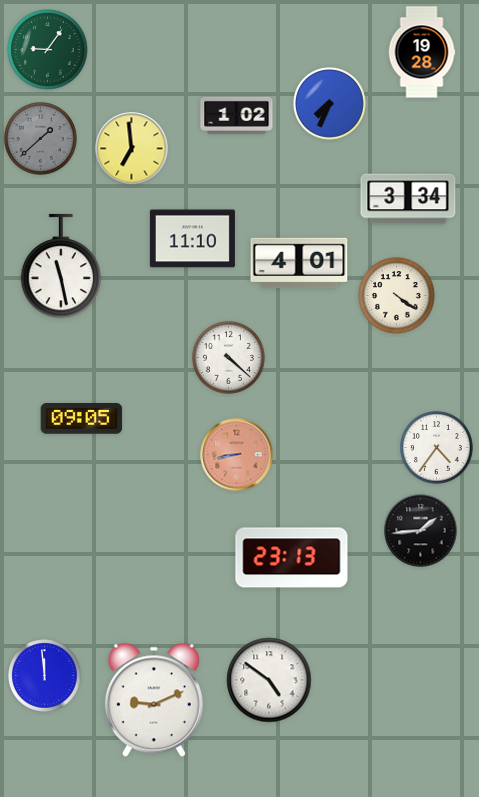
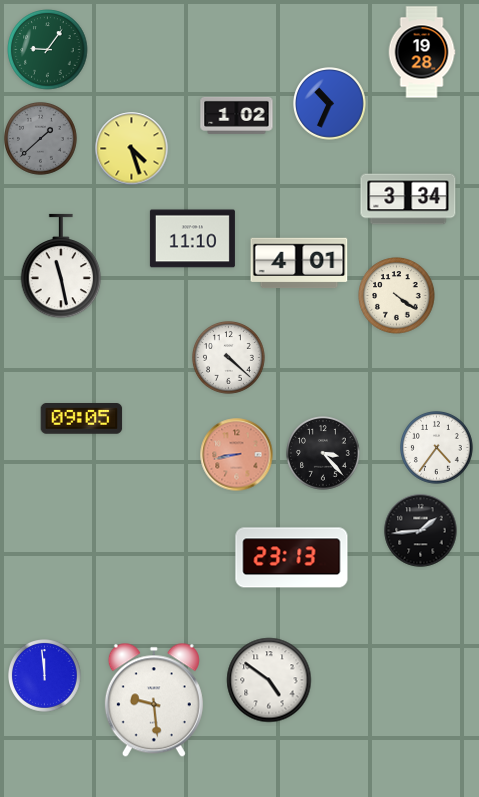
clock at (330, 104): 7:34 -> 10:34
clock at (132, 149): 6:59 -> 4:27
clock at (323, 453): none -> 3:23
clock at (154, 700): 9:11 -> 9:29
